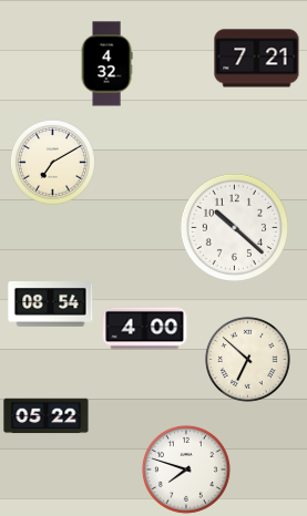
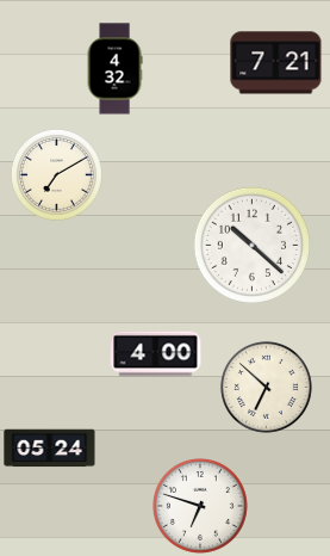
clock at (51, 305): 08:54 -> none
clock at (47, 416): 05:22 -> 05:24
clock at (186, 469): 7:48 -> 6:48
